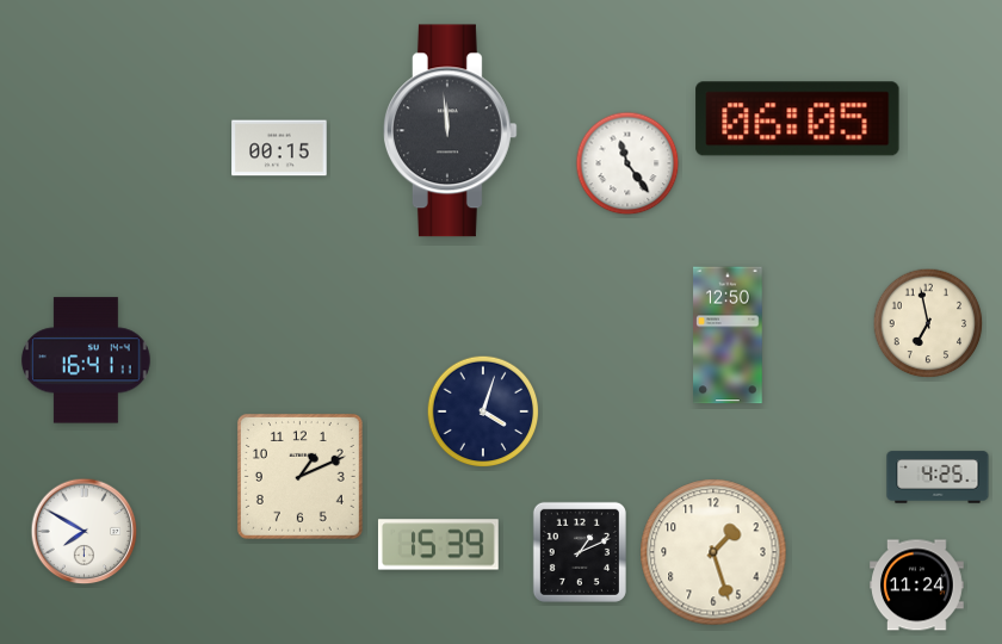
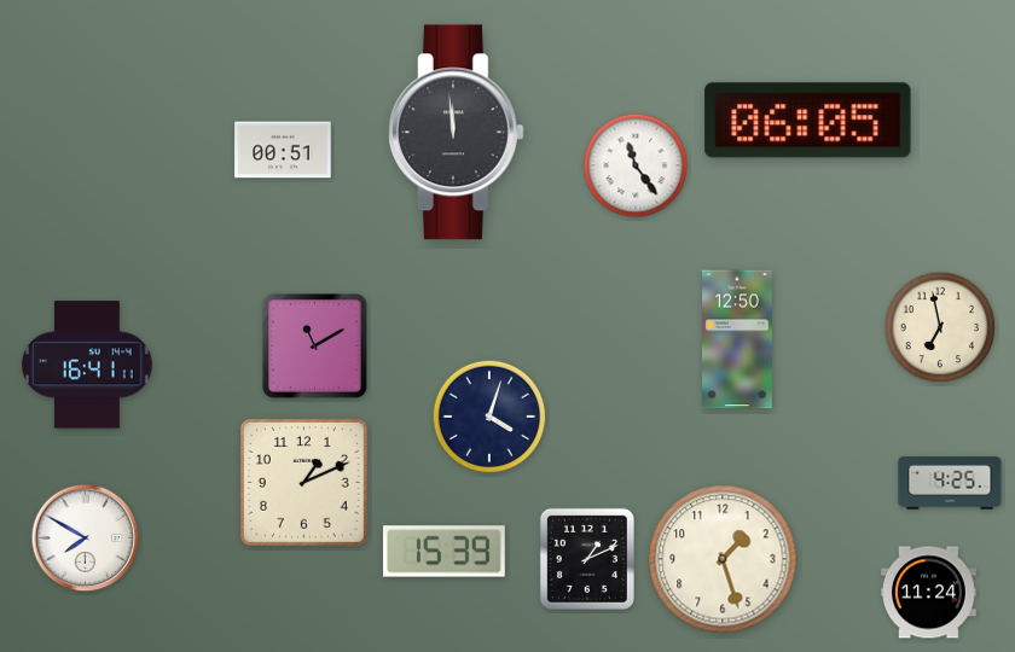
clock at (279, 148): 00:15 -> 00:51
clock at (315, 347): none -> 11:10
